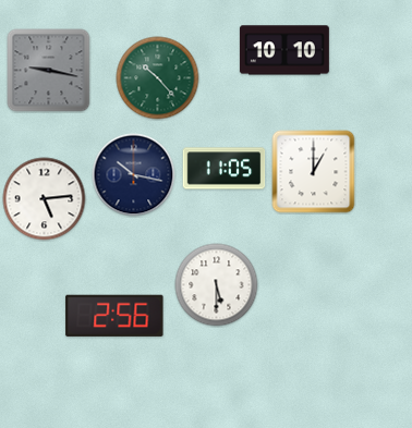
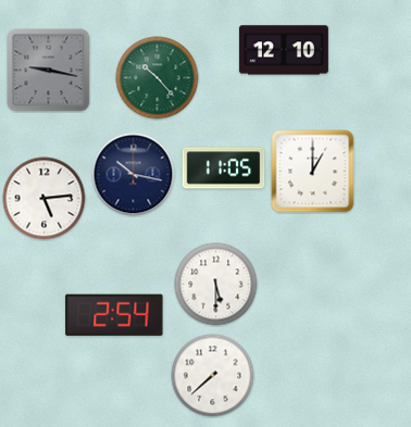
clock at (284, 50): 10:10 -> 12:10
clock at (114, 316): 2:56 -> 2:54
clock at (213, 376): none -> 7:38
